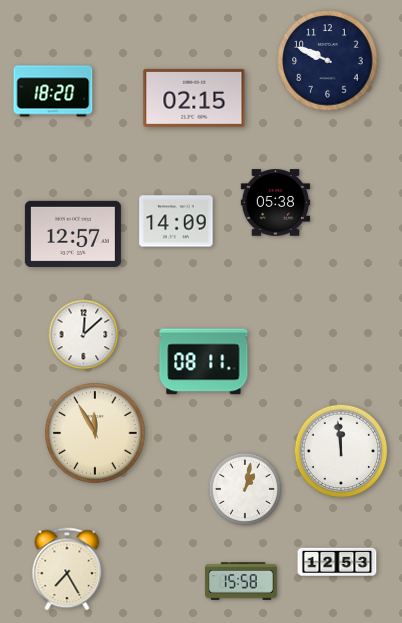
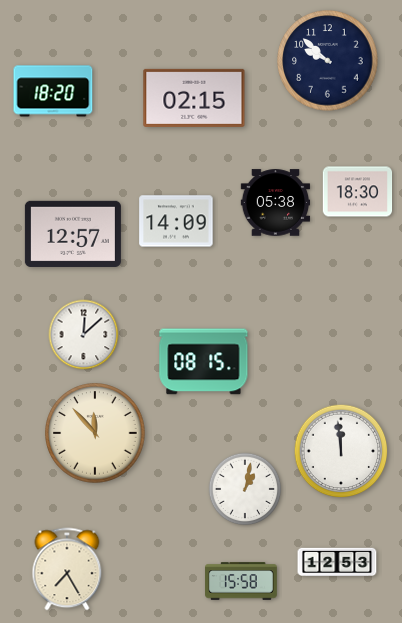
clock at (328, 61): 9:49 -> 9:52
clock at (358, 192): none -> 18:30
clock at (204, 362): 08:11 -> 08:15
clock at (95, 433): 11:55 -> 11:53
